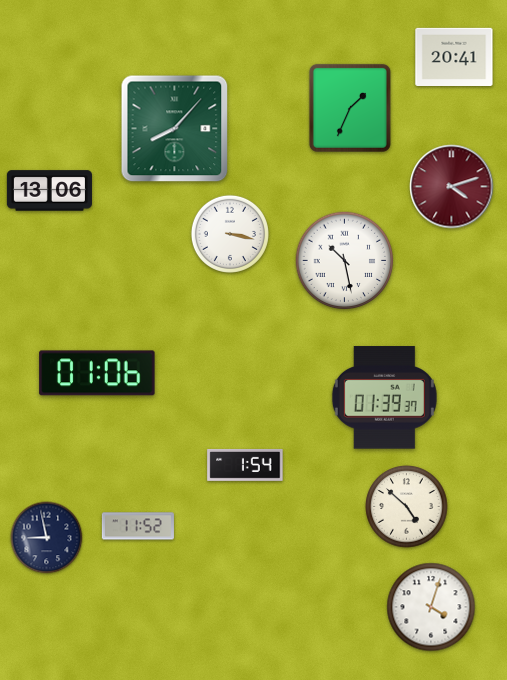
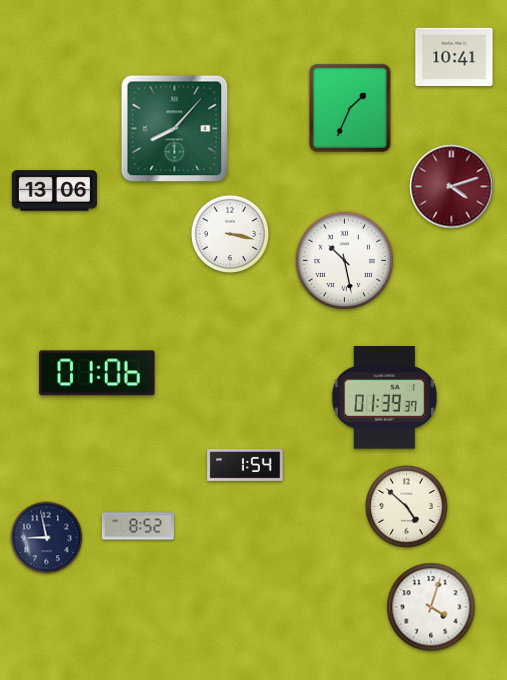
clock at (454, 56): 20:41 -> 10:41
clock at (49, 191) position: (49, 191) -> (54, 191)
clock at (138, 526): 11:52 -> 8:52
